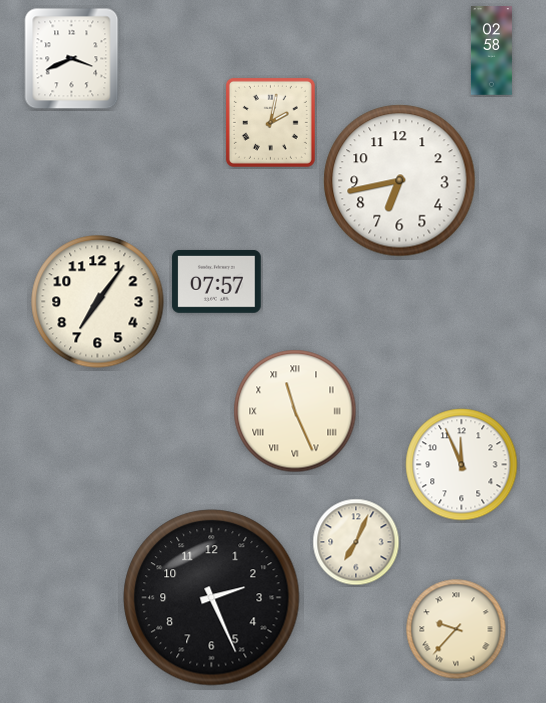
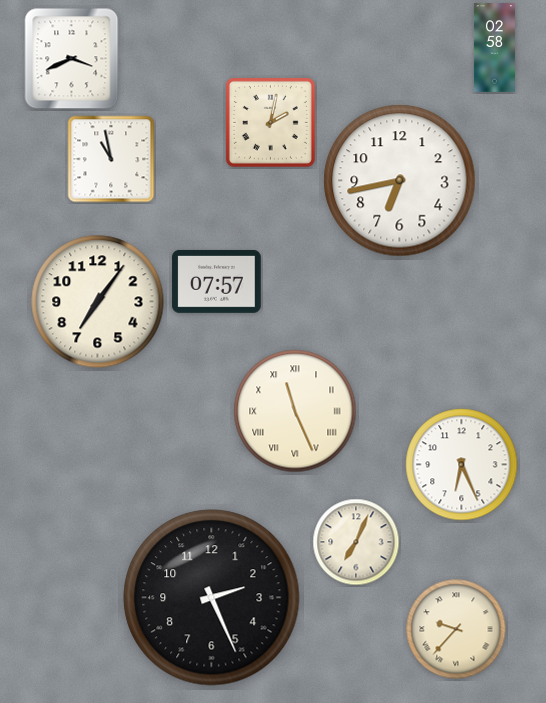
clock at (491, 51) position: (491, 51) -> (494, 48)
clock at (111, 159): none -> 10:58
clock at (462, 465): 11:56 -> 6:26
